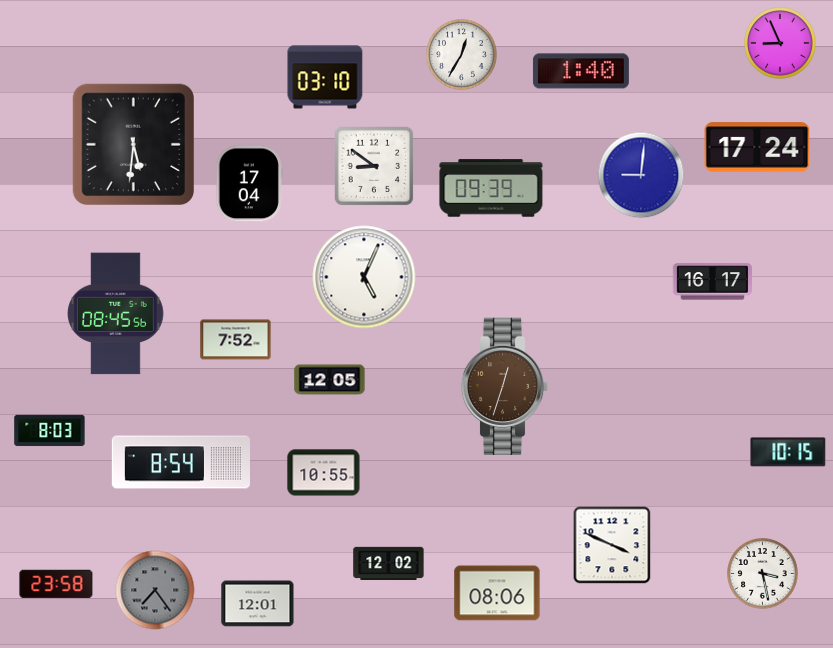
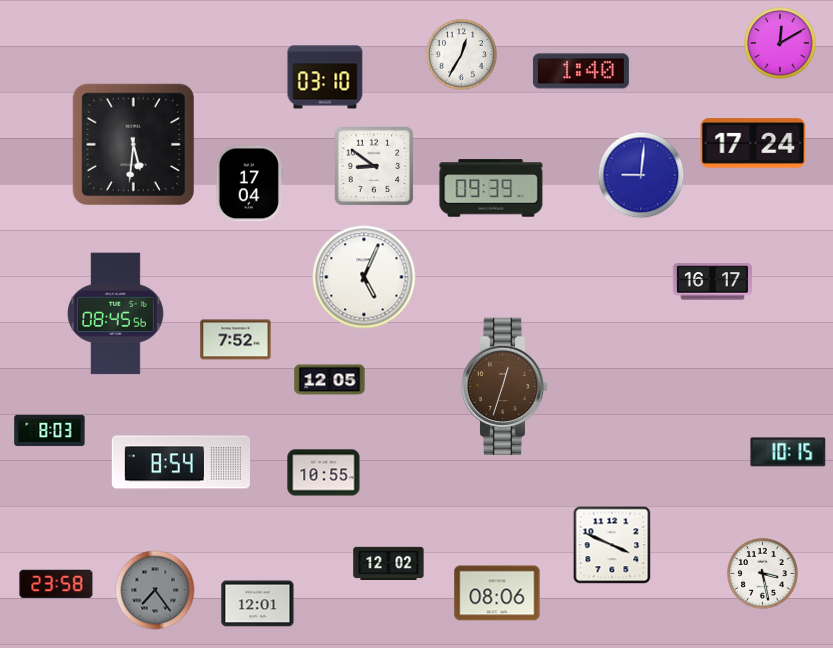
clock at (780, 43): 8:56 -> 12:10
clock at (757, 147) position: (757, 147) -> (753, 143)
